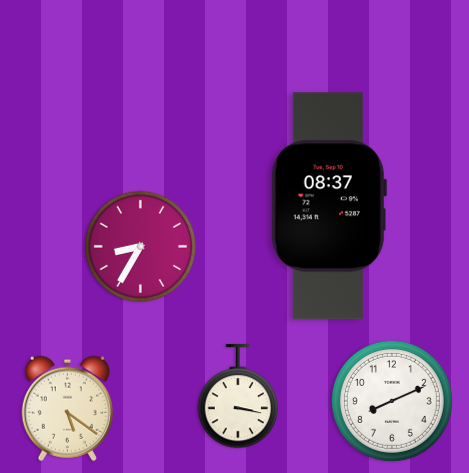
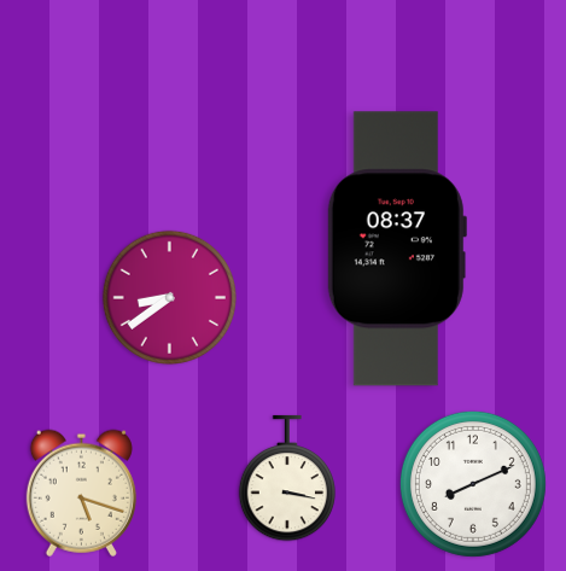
clock at (140, 246): 8:35 -> 8:39
clock at (67, 408): 5:21 -> 5:18
